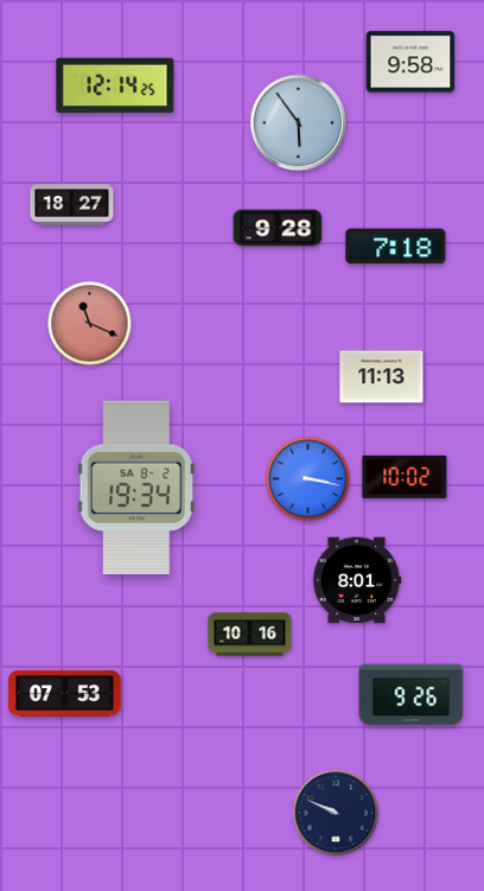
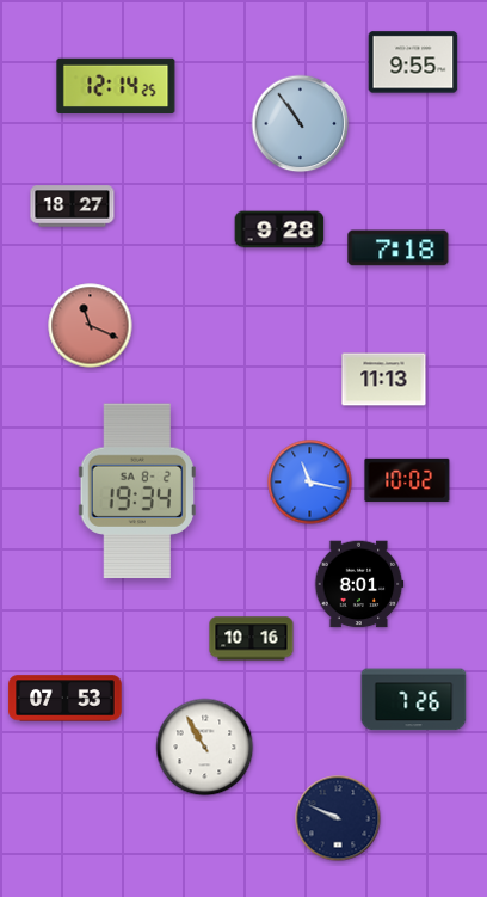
clock at (410, 62): 9:58 -> 9:55
clock at (299, 123): 5:54 -> 10:54
clock at (308, 479): 3:17 -> 11:17
clock at (412, 695): 9:26 -> 7:26
clock at (205, 748): none -> 10:55
